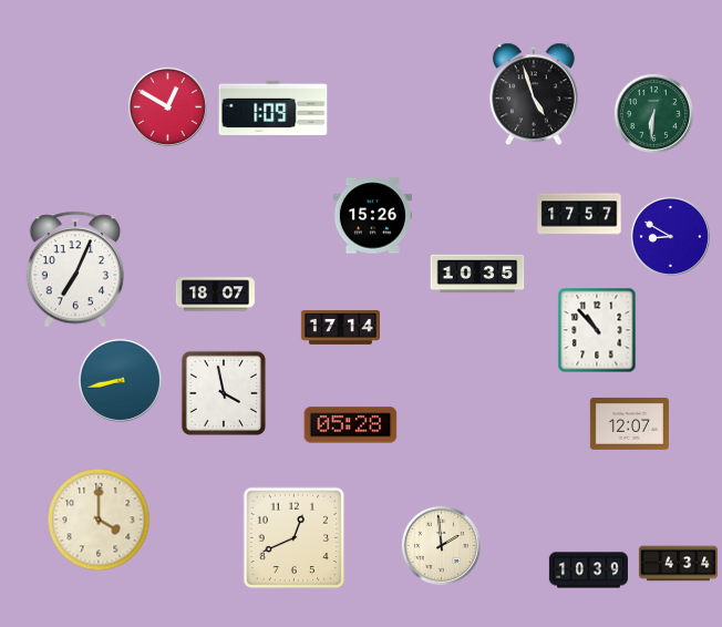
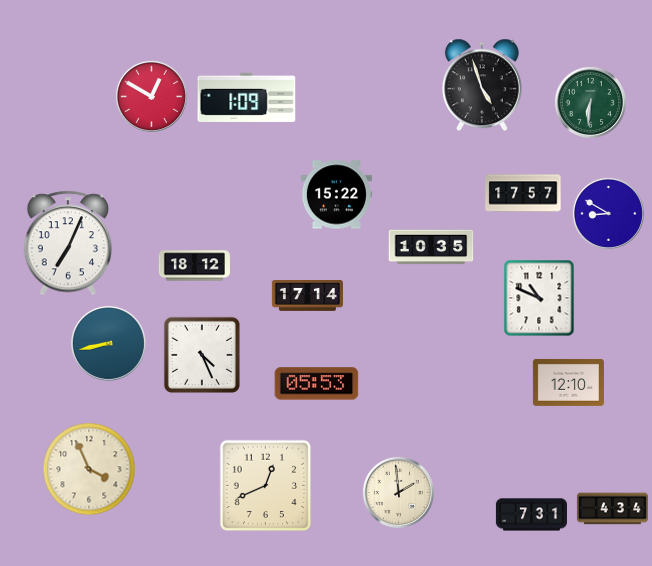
clock at (372, 216): 15:26 -> 15:22
clock at (670, 236) position: (670, 236) -> (608, 213)
clock at (215, 295): 18:07 -> 18:12
clock at (597, 330): 10:53 -> 10:49
clock at (224, 393): 3:58 -> 4:26
clock at (629, 423): 12:07 -> 12:10
clock at (351, 425): 05:28 -> 05:53
clock at (99, 520): 4:00 -> 3:56
clock at (588, 571): 10:39 -> 7:31
